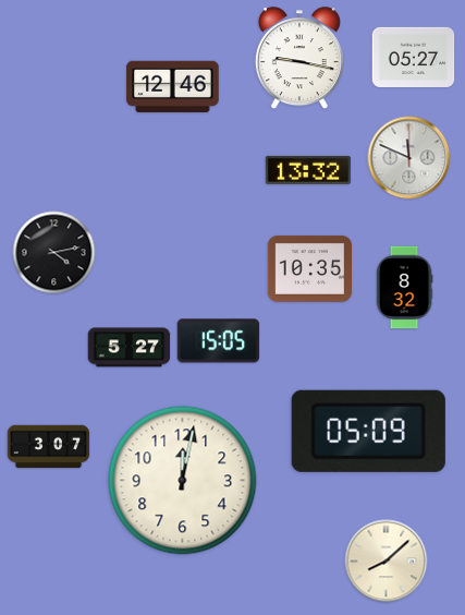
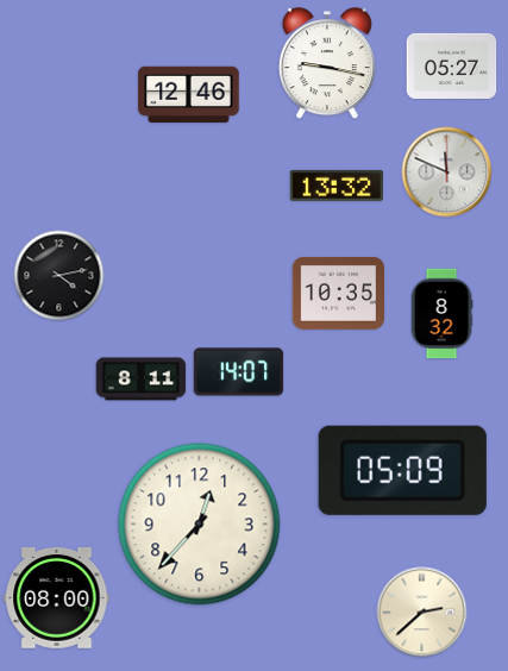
clock at (414, 57) position: (414, 57) -> (452, 65)
clock at (219, 341): 15:05 -> 14:07
clock at (130, 348): 5:27 -> 8:11
clock at (49, 447): 3:07 -> none
clock at (183, 481): 12:02 -> 12:37
clock at (57, 598): none -> 08:00
clock at (387, 562): 8:08 -> 2:38
